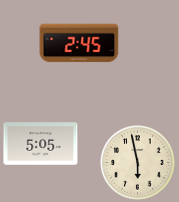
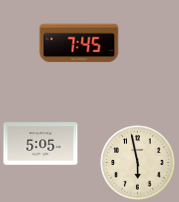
clock at (79, 43): 2:45 -> 7:45
